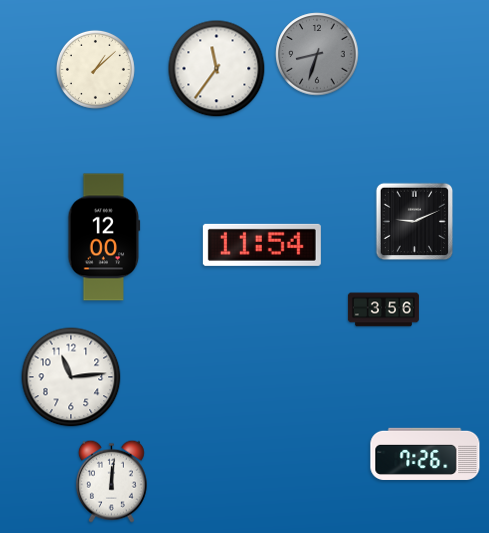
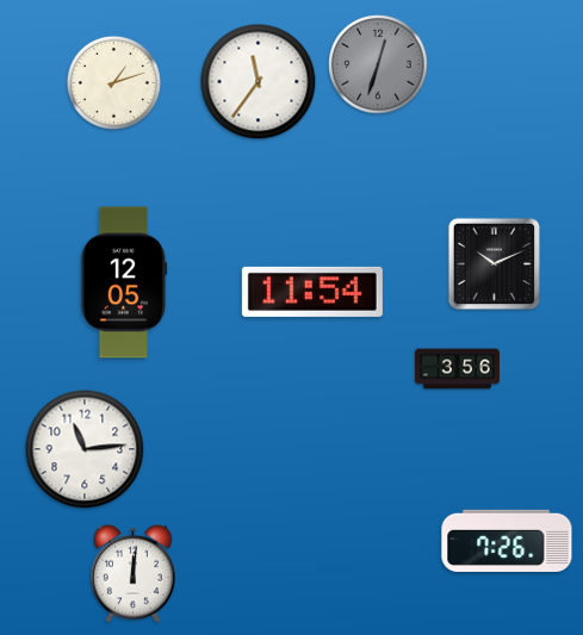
clock at (317, 54): 8:33 -> 12:33
clock at (95, 69): 1:08 -> 1:12
clock at (415, 222): 9:11 -> 10:11
clock at (104, 237): 12:00 -> 12:05
